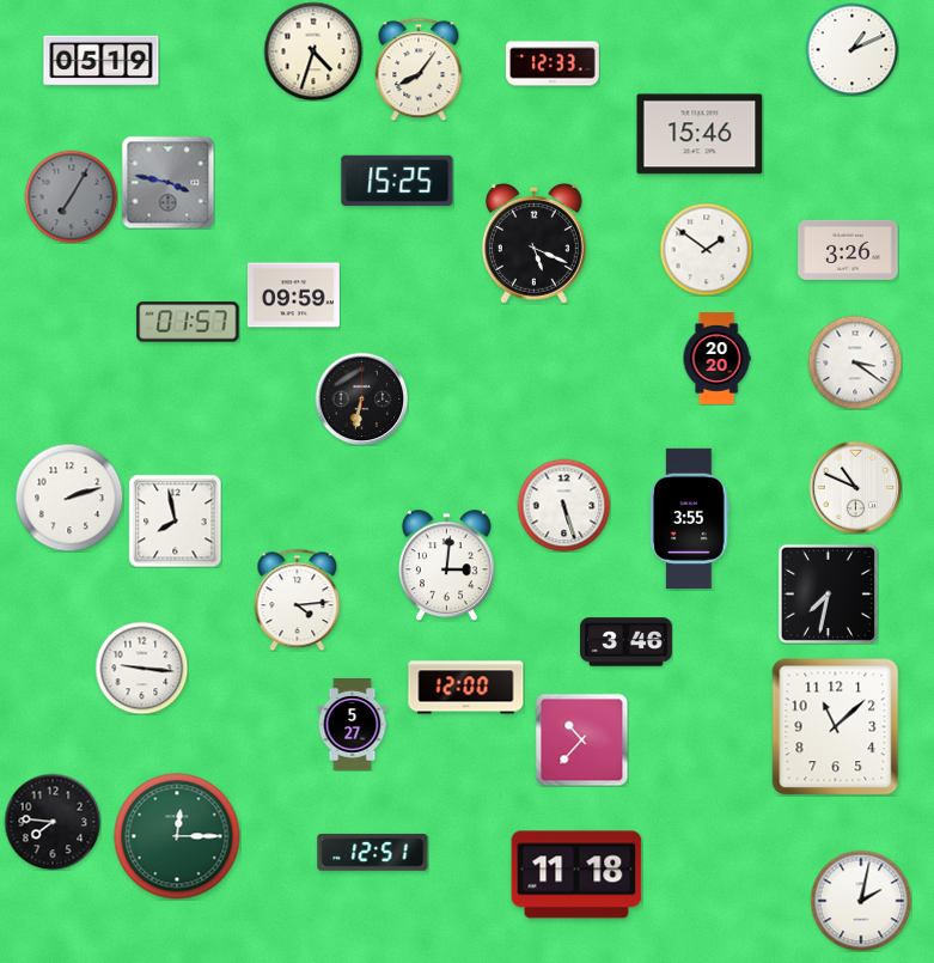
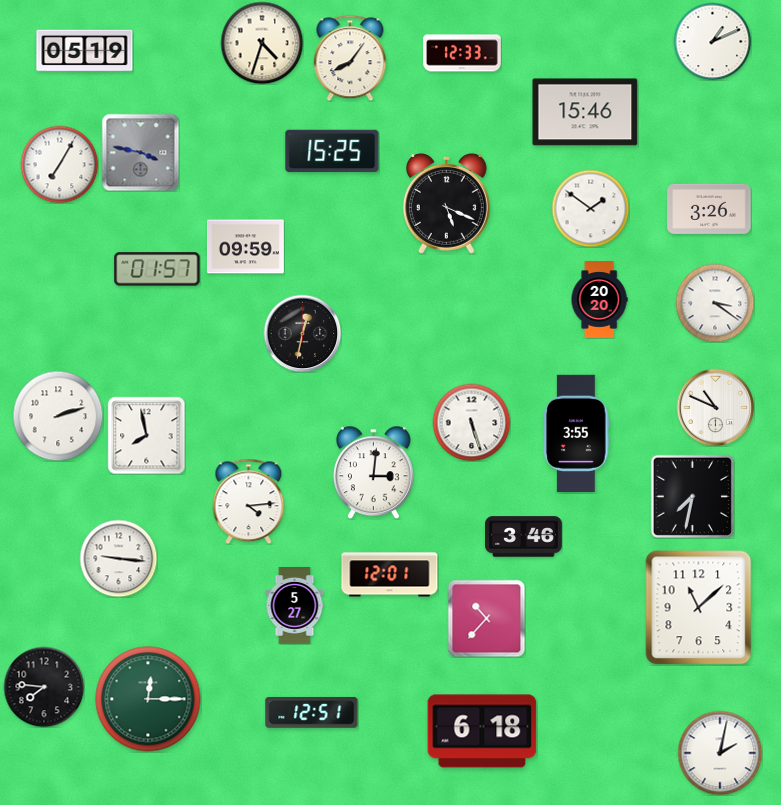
clock at (71, 196) dial: grey -> white
clock at (361, 398): 6:32 -> 12:32
clock at (466, 688): 12:00 -> 12:01
clock at (576, 874): 11:18 -> 6:18
